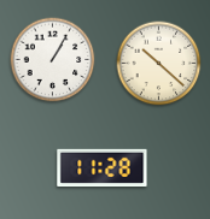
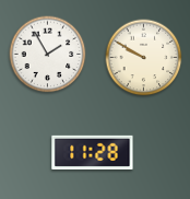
clock at (53, 60): 1:05 -> 1:55
clock at (159, 64): 10:22 -> 9:50
